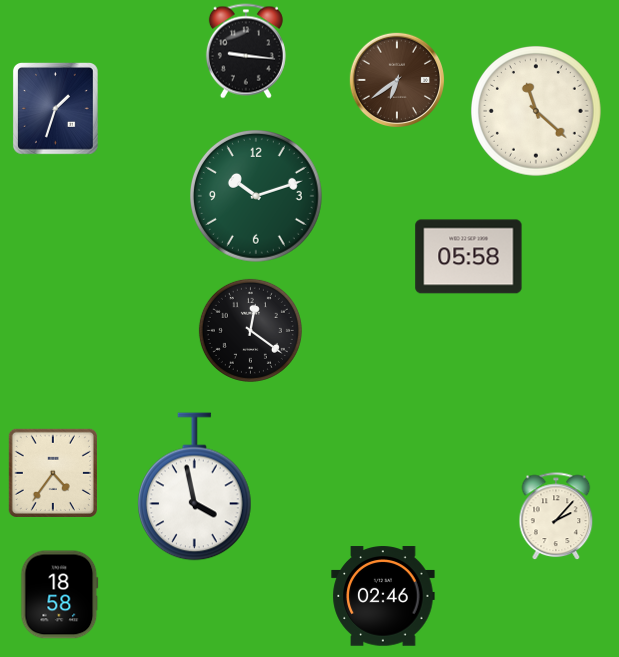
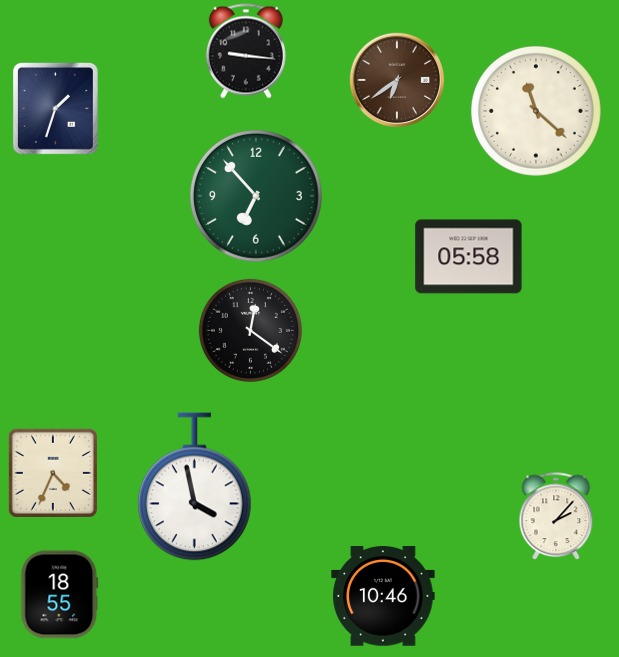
clock at (257, 197): 10:12 -> 6:53
clock at (53, 473): 4:36 -> 4:34
clock at (60, 595): 18:58 -> 18:55
clock at (383, 596): 02:46 -> 10:46
